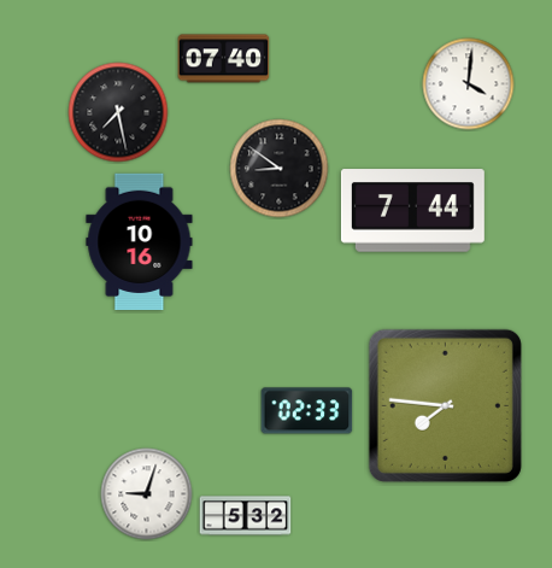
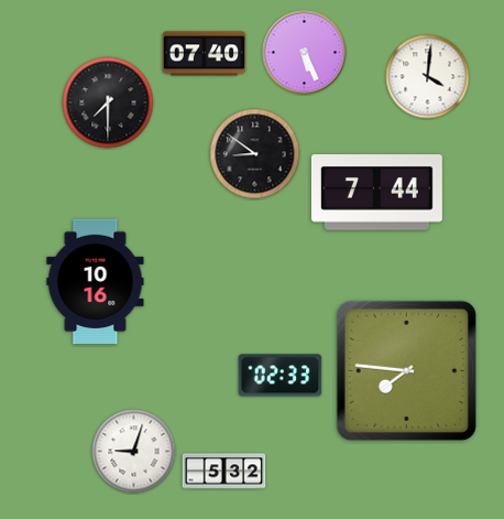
clock at (305, 53): none -> 5:26
clock at (118, 112): 7:28 -> 7:30
clock at (140, 241) position: (140, 241) -> (96, 281)
